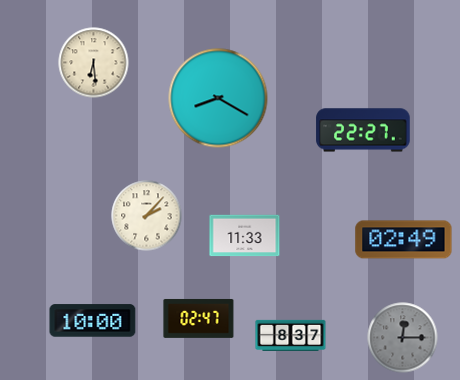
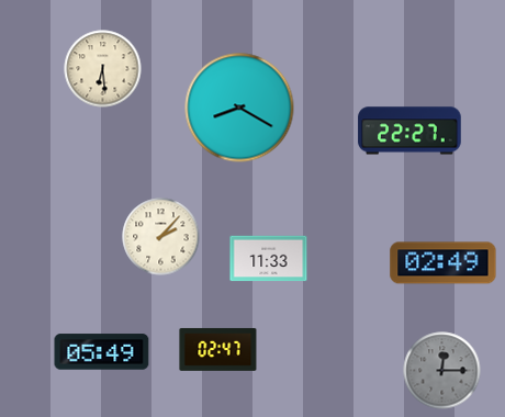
clock at (363, 130) position: (363, 130) -> (409, 131)
clock at (93, 321): 10:00 -> 05:49
clock at (291, 336): 8:37 -> none
